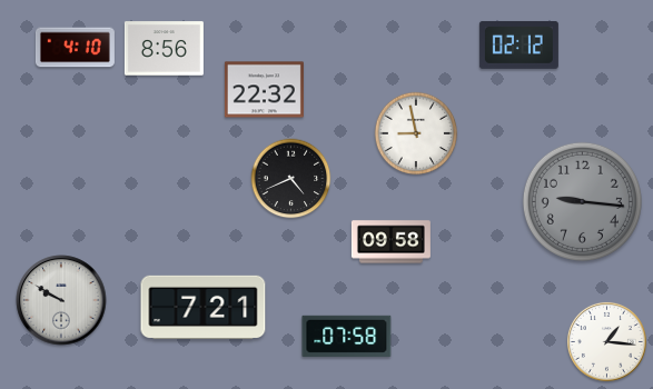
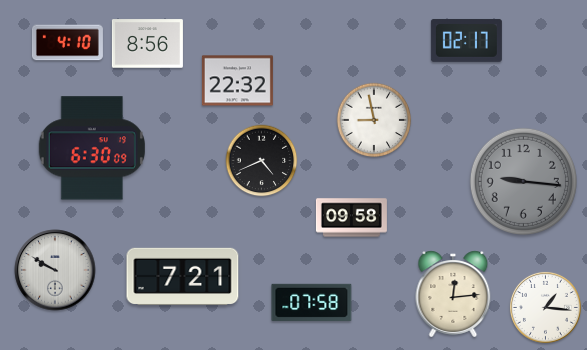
clock at (518, 44): 02:12 -> 02:17
clock at (92, 148): none -> 6:30
clock at (453, 294): none -> 12:14
